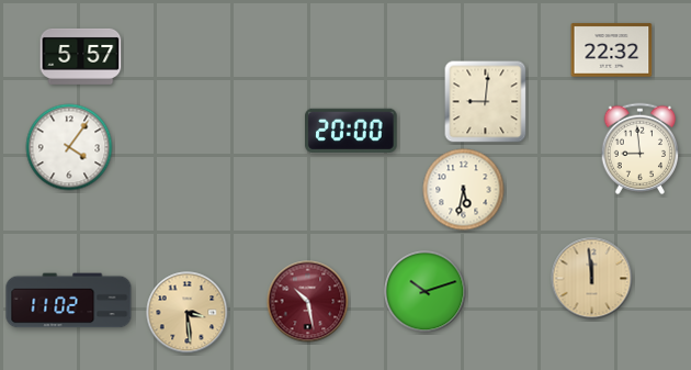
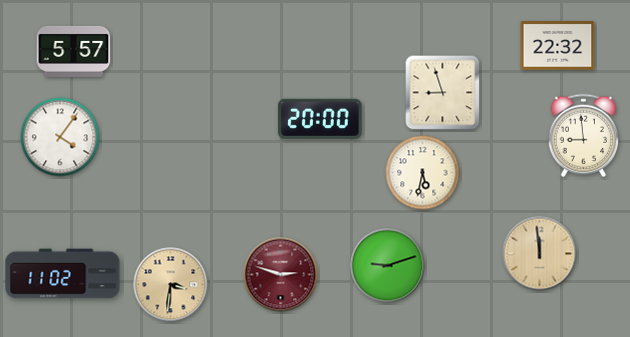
clock at (486, 102): 9:01 -> 8:57
clock at (69, 147) position: (69, 147) -> (60, 137)
clock at (426, 292): 10:12 -> 9:12
clock at (308, 302): 10:28 -> 2:48
clock at (188, 313): 3:29 -> 3:31
